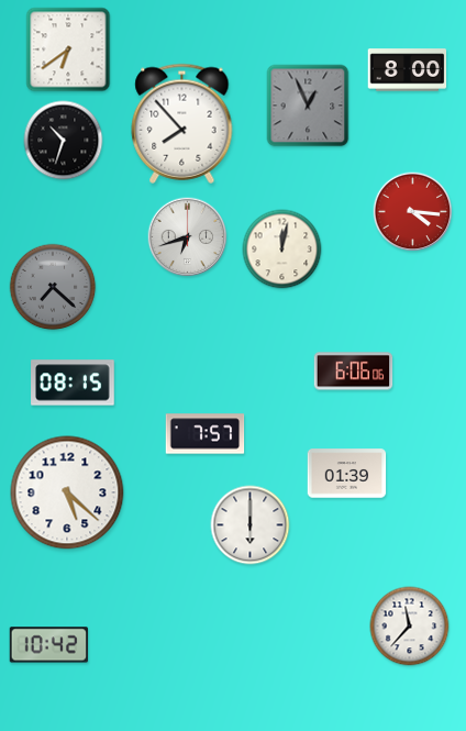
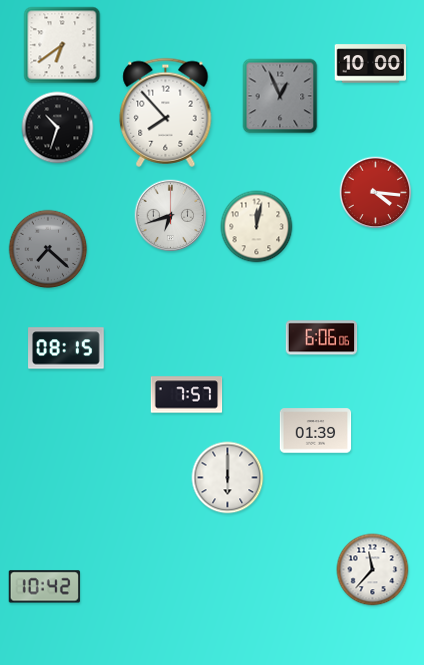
clock at (408, 70): 8:00 -> 10:00
clock at (53, 287) position: (53, 287) -> (48, 249)
clock at (67, 492): 5:22 -> none
